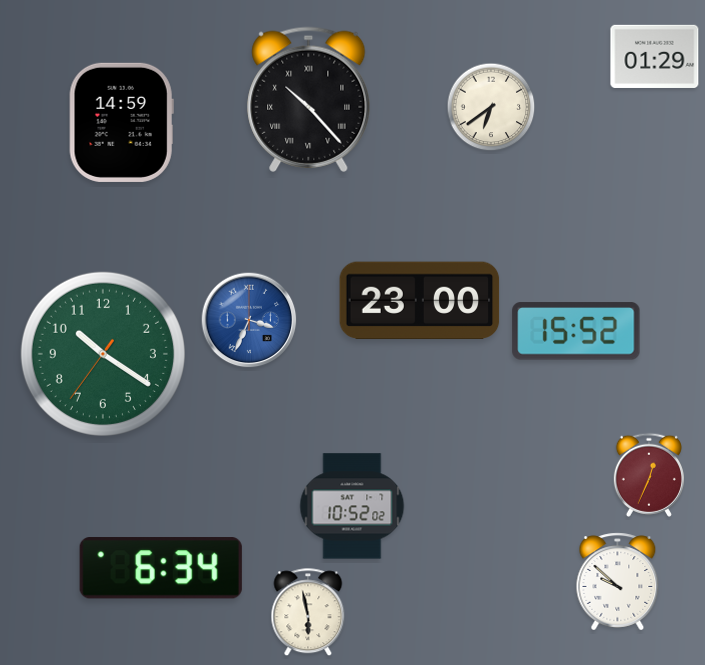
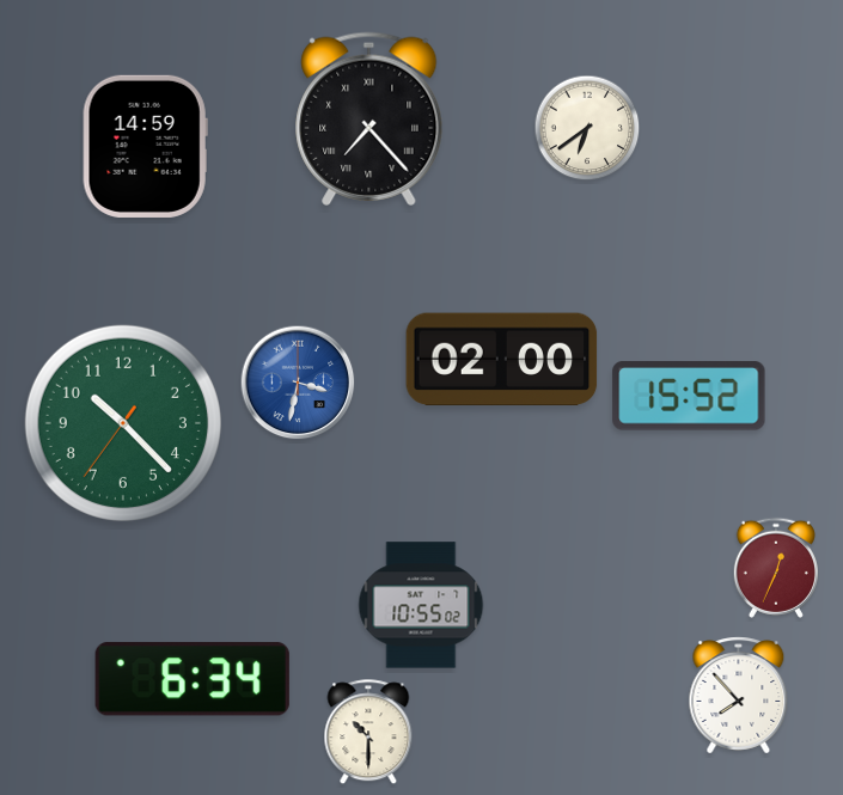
clock at (655, 56): 01:29 -> none
clock at (309, 99): 10:23 -> 7:23
clock at (420, 301): 23:00 -> 02:00
clock at (249, 320): 3:34 -> 3:32
clock at (103, 354): 10:20 -> 10:22
clock at (352, 506): 10:52 -> 10:55
clock at (618, 582): 9:52 -> 7:53
clock at (308, 613): 5:58 -> 10:30
